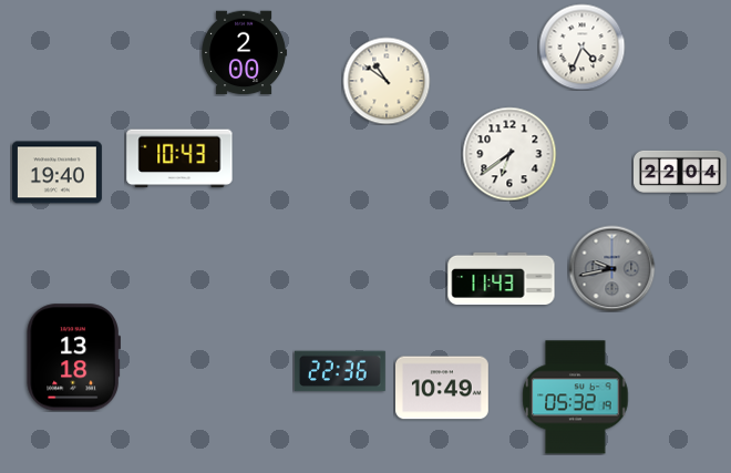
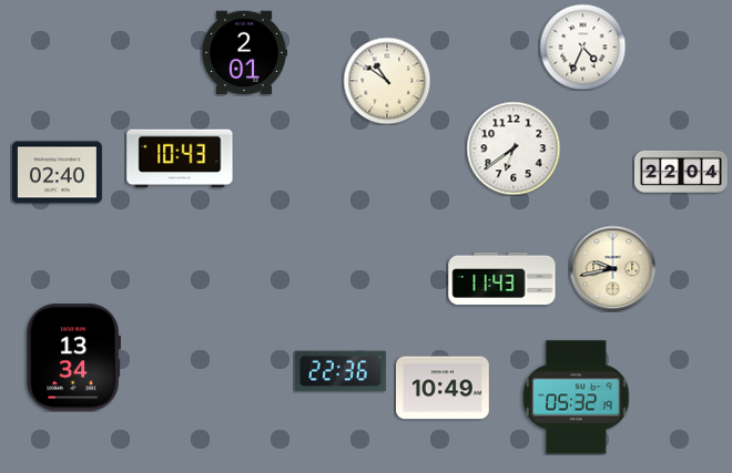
clock at (244, 53): 2:00 -> 2:01
clock at (509, 154) position: (509, 154) -> (514, 148)
clock at (56, 173): 19:40 -> 02:40
clock at (611, 268) dial: grey -> cream
clock at (73, 358): 13:18 -> 13:34
